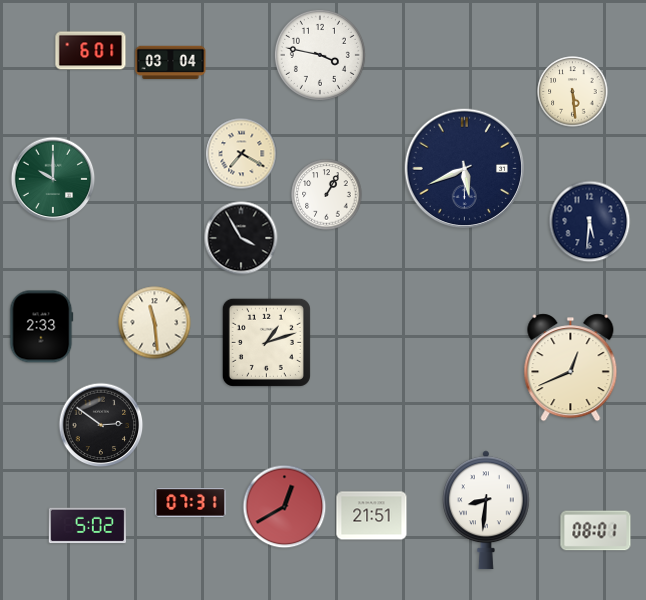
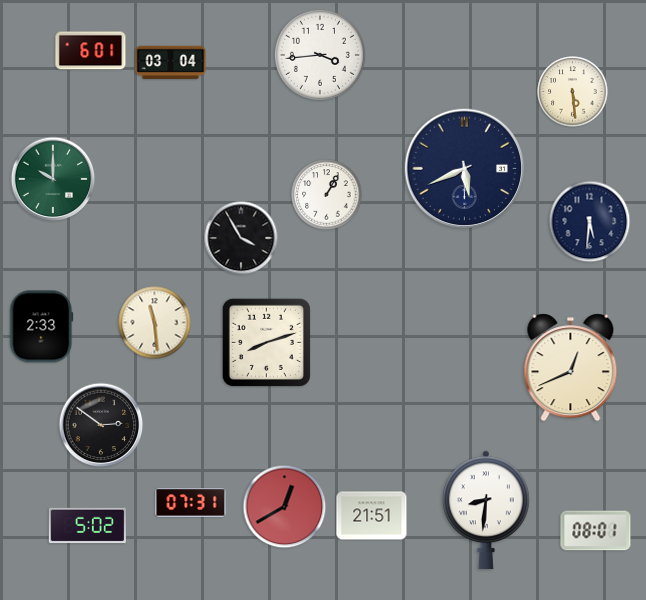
clock at (320, 55): 3:47 -> 3:44
clock at (242, 154): 7:20 -> none
clock at (266, 342): 1:12 -> 8:12
